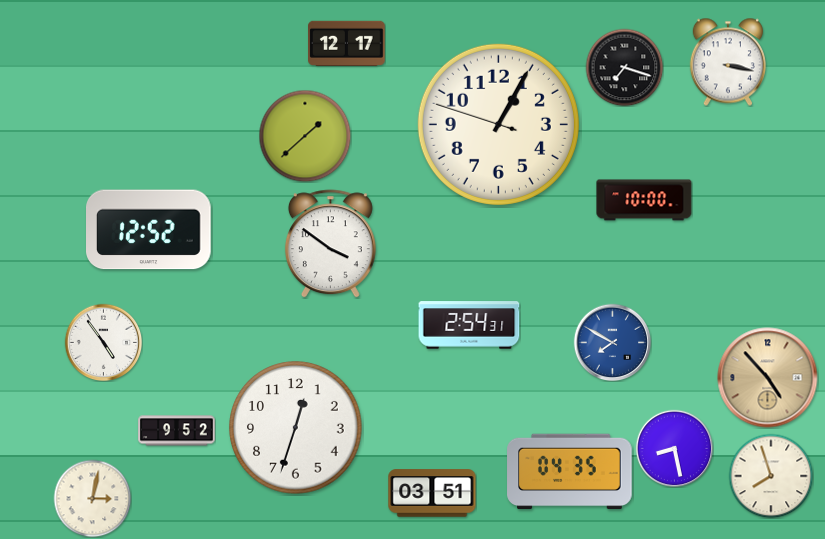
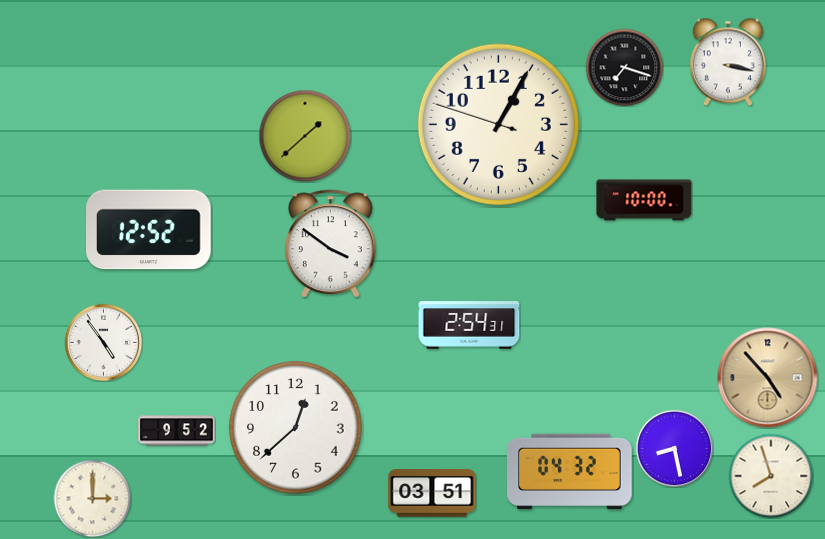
clock at (347, 43): 12:17 -> none
clock at (612, 342): 7:50 -> none
clock at (296, 428): 12:33 -> 12:38
clock at (570, 472): 04:35 -> 04:32
clock at (92, 498): 3:02 -> 3:00
